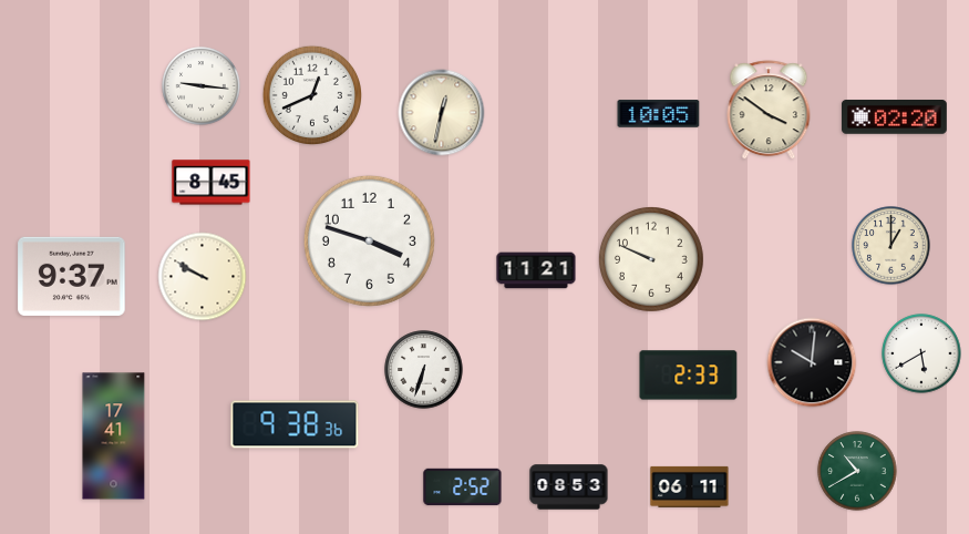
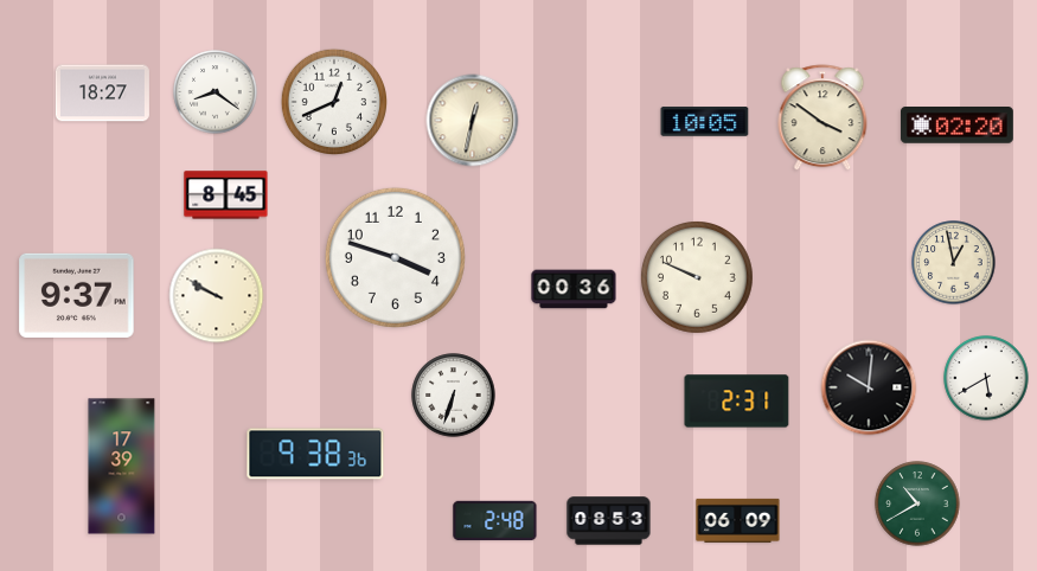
clock at (202, 86): 9:16 -> 8:21
clock at (102, 94): none -> 18:27
clock at (891, 246): 1:00 -> 12:58
clock at (536, 270): 11:21 -> 00:36
clock at (689, 376): 2:33 -> 2:31
clock at (114, 437): 17:41 -> 17:39
clock at (690, 486): 06:11 -> 06:09
clock at (463, 487): 2:52 -> 2:48
